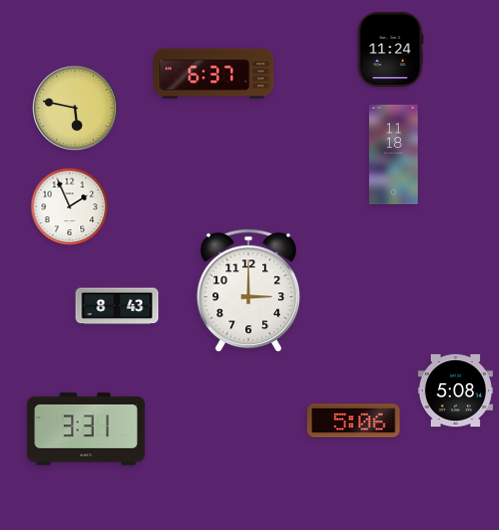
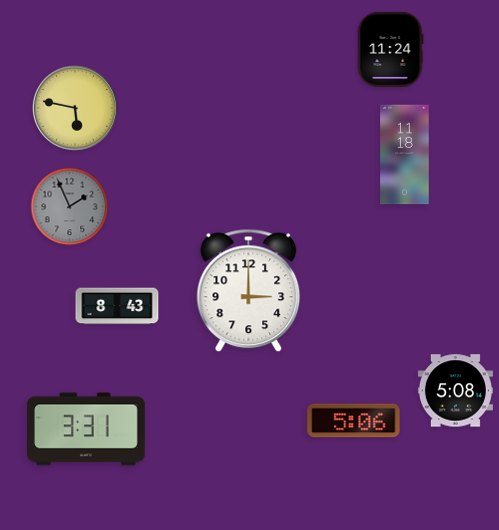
clock at (214, 74): 6:37 -> none
clock at (394, 155) position: (394, 155) -> (405, 155)
clock at (70, 207) dial: white -> grey
